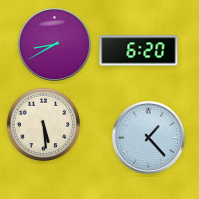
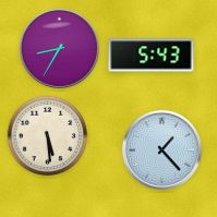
clock at (54, 44): 8:40 -> 8:35
clock at (139, 51): 6:20 -> 5:43
